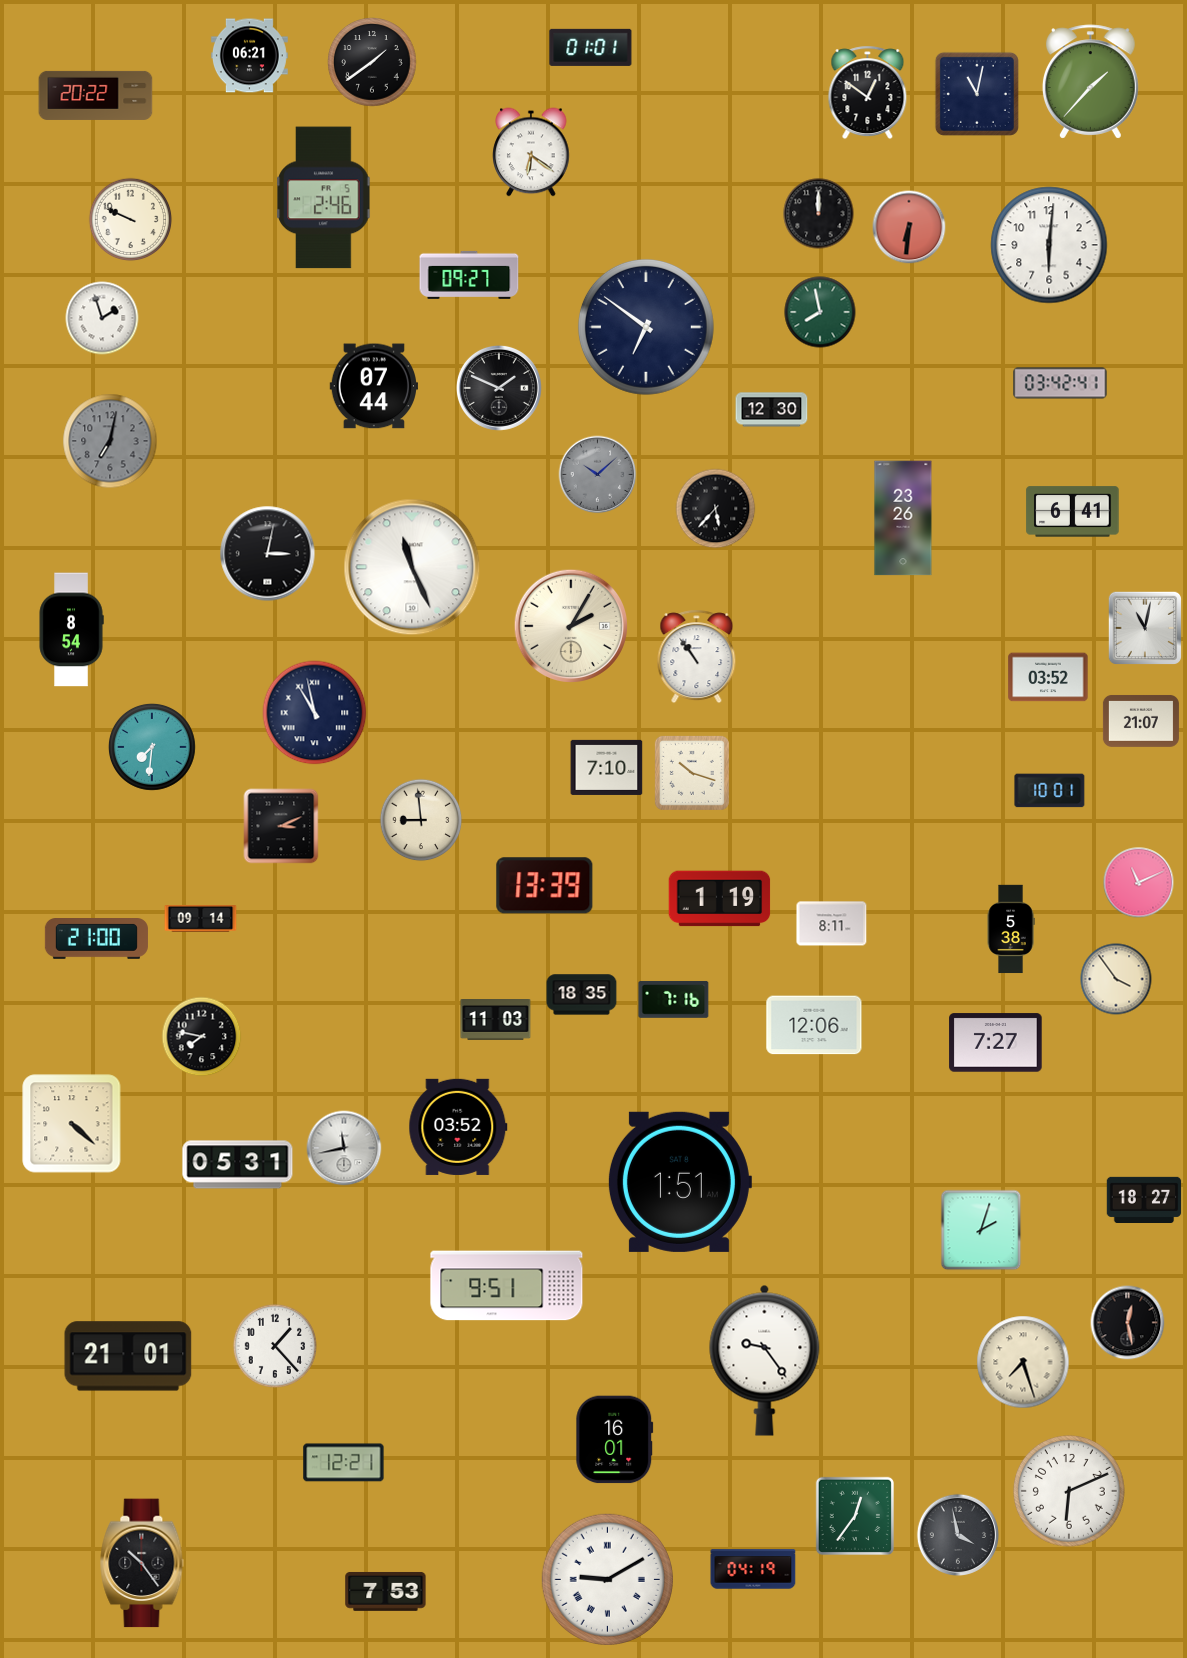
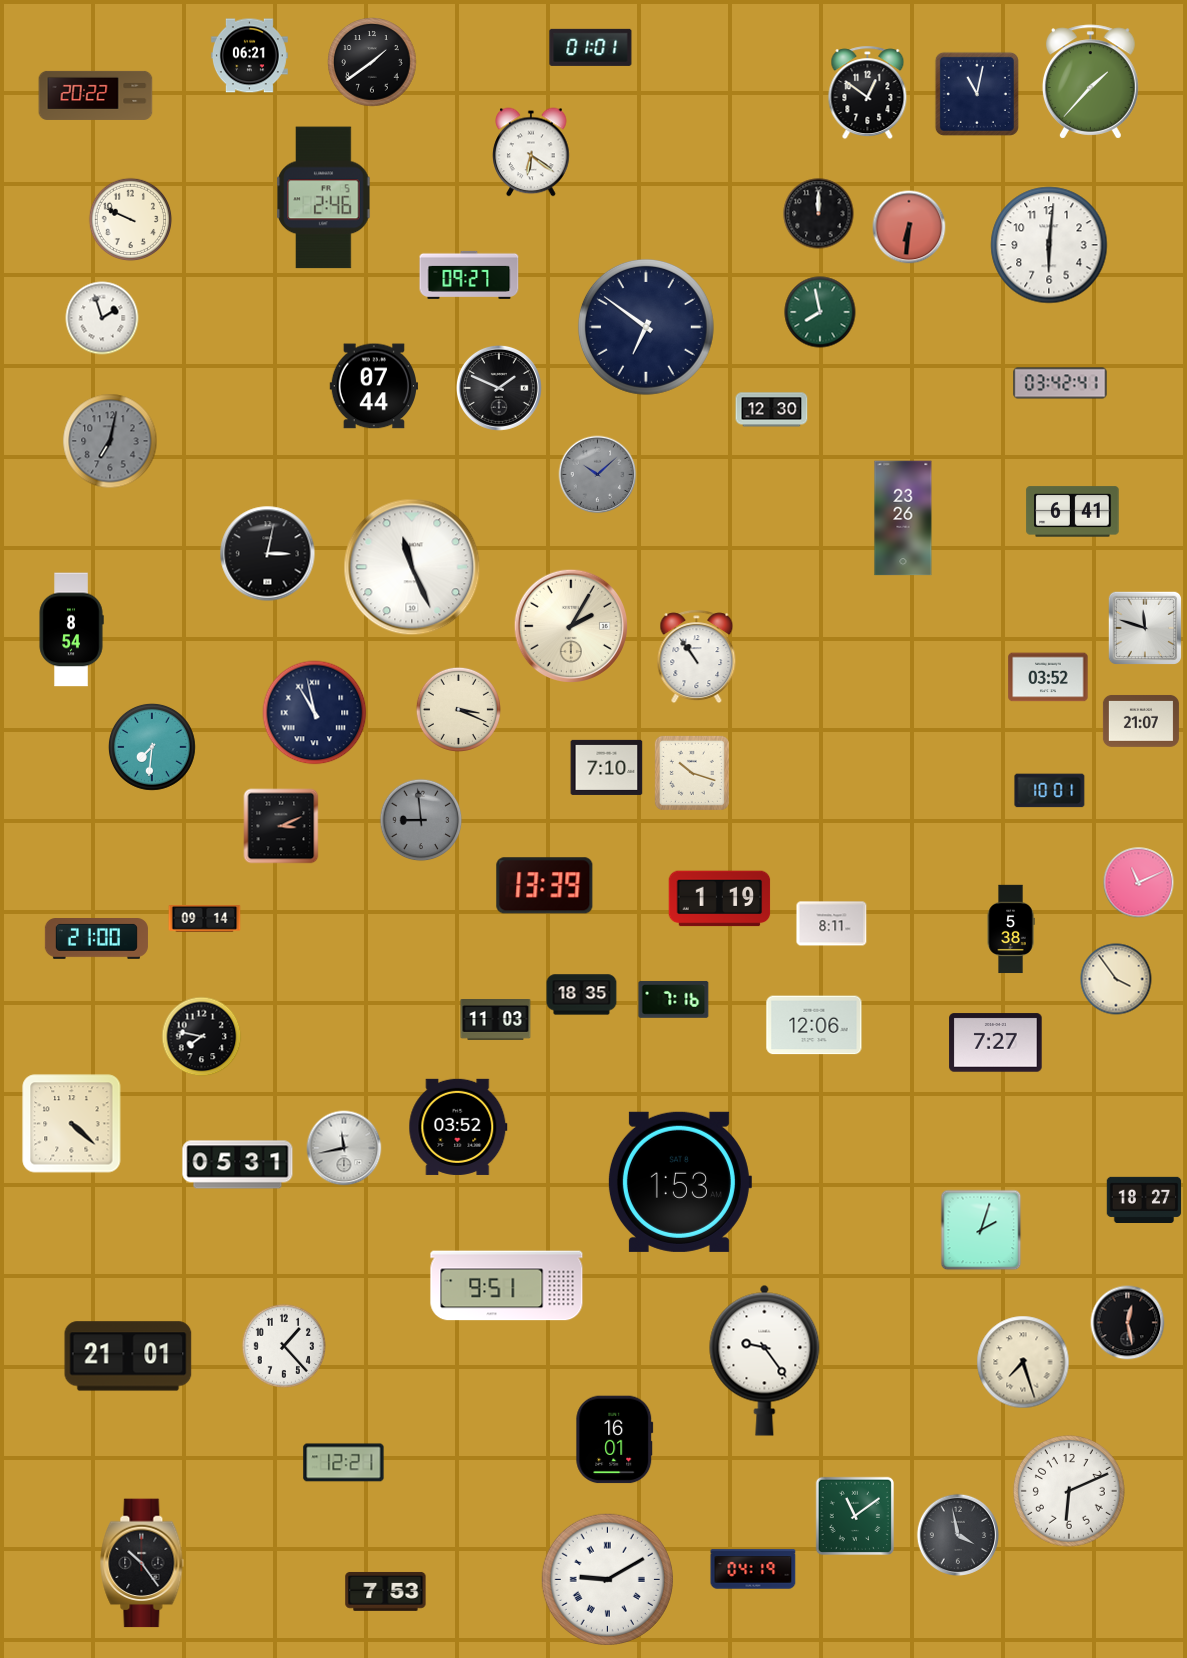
clock at (716, 509): 5:37 -> none
clock at (1144, 627): 11:02 -> 11:48
clock at (458, 709): none -> 3:19
clock at (421, 820) dial: cream -> grey
clock at (201, 919) position: (201, 919) -> (205, 919)
clock at (679, 1182): 1:51 -> 1:53
clock at (274, 1345) position: (274, 1345) -> (283, 1345)
clock at (855, 1516): 12:36 -> 11:09
